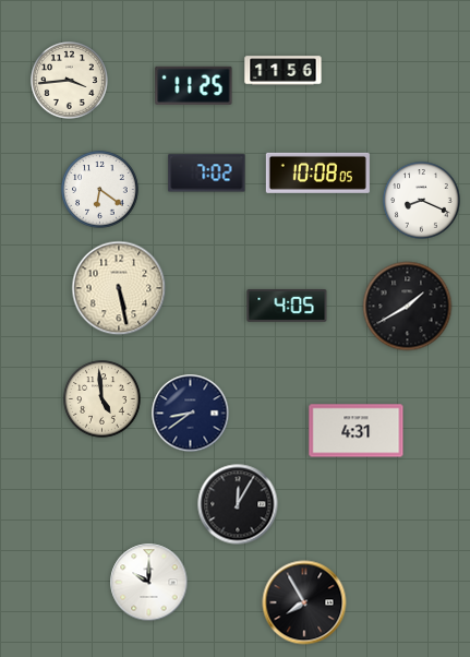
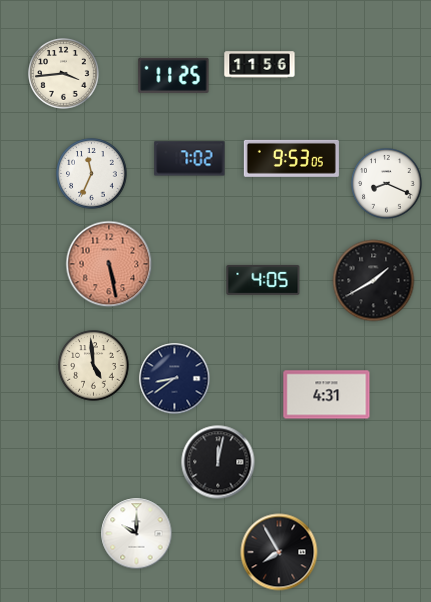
clock at (194, 85) position: (194, 85) -> (174, 75)
clock at (317, 172): 10:08 -> 9:53
clock at (100, 190): 6:21 -> 11:34
clock at (119, 288) dial: cream -> salmon
clock at (238, 504): 12:05 -> 12:02
